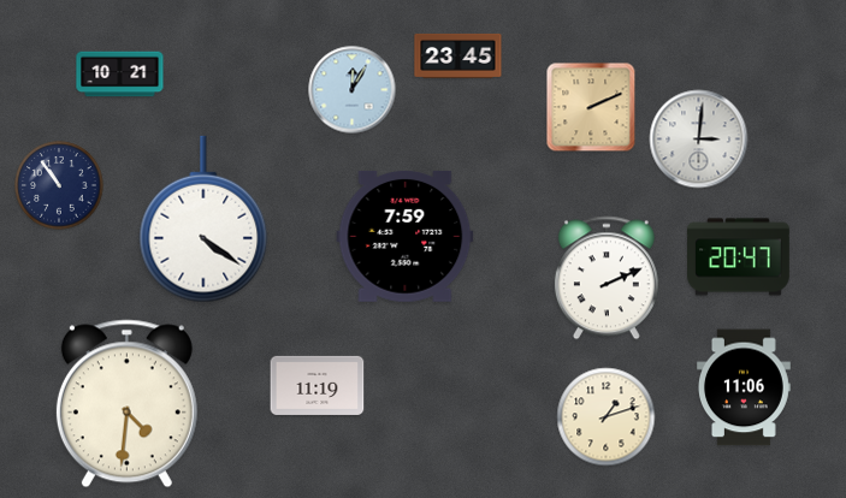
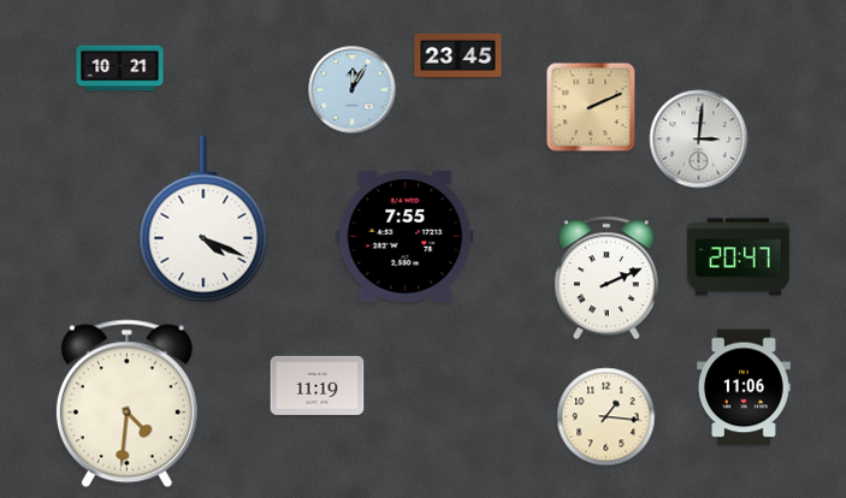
clock at (120, 75) position: (120, 75) -> (120, 69)
clock at (59, 185): 10:54 -> none
clock at (203, 219): 4:21 -> 4:19
clock at (406, 236): 7:59 -> 7:55
clock at (607, 417): 1:12 -> 1:16
